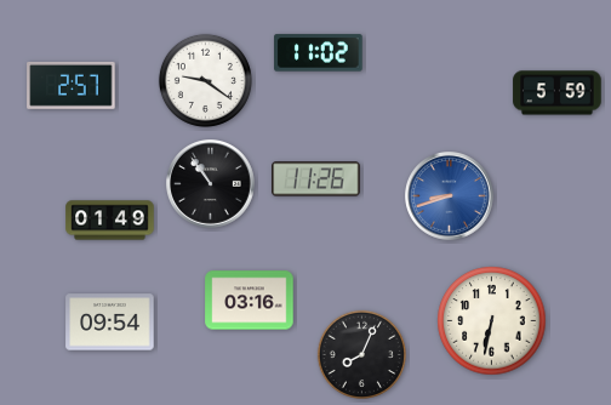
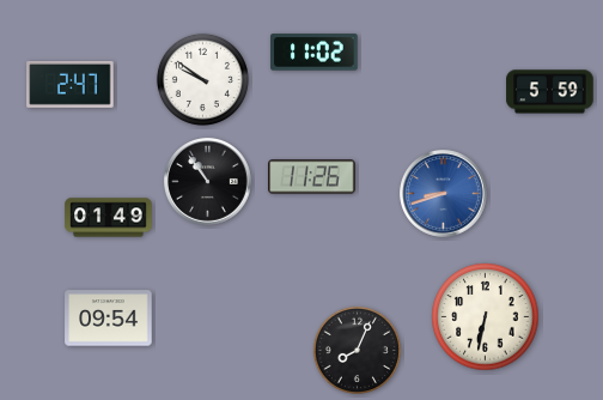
clock at (205, 80): 9:21 -> 9:51
clock at (72, 85): 2:57 -> 2:47
clock at (250, 301): 03:16 -> none
